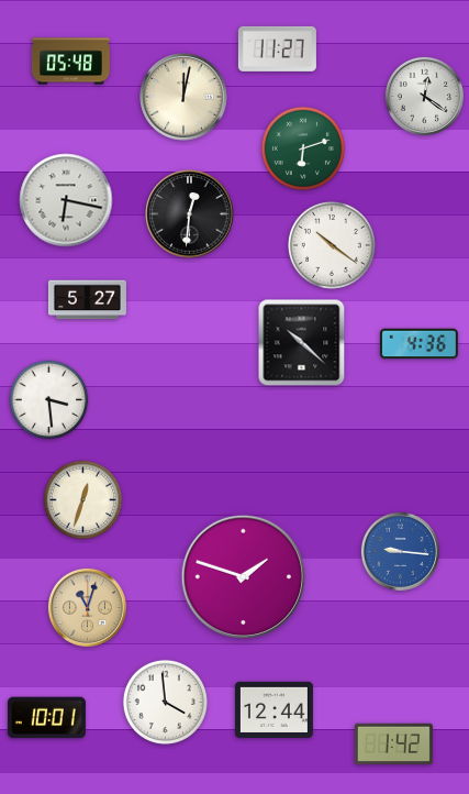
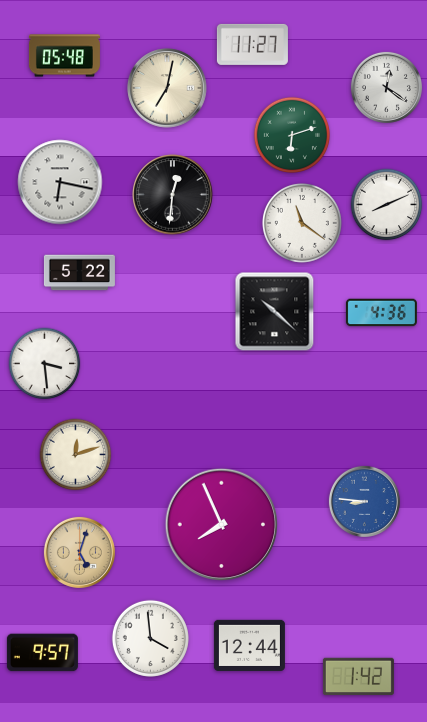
clock at (183, 97): 12:02 -> 7:02
clock at (303, 148) position: (303, 148) -> (292, 135)
clock at (387, 205): none -> 8:11
clock at (332, 245): 10:21 -> 11:21
clock at (87, 300): 5:27 -> 5:22
clock at (83, 500): 12:33 -> 12:12
clock at (400, 551): 9:16 -> 8:46
clock at (244, 577): 1:48 -> 7:56
clock at (87, 607): 11:03 -> 5:03
clock at (46, 718): 10:01 -> 9:57
